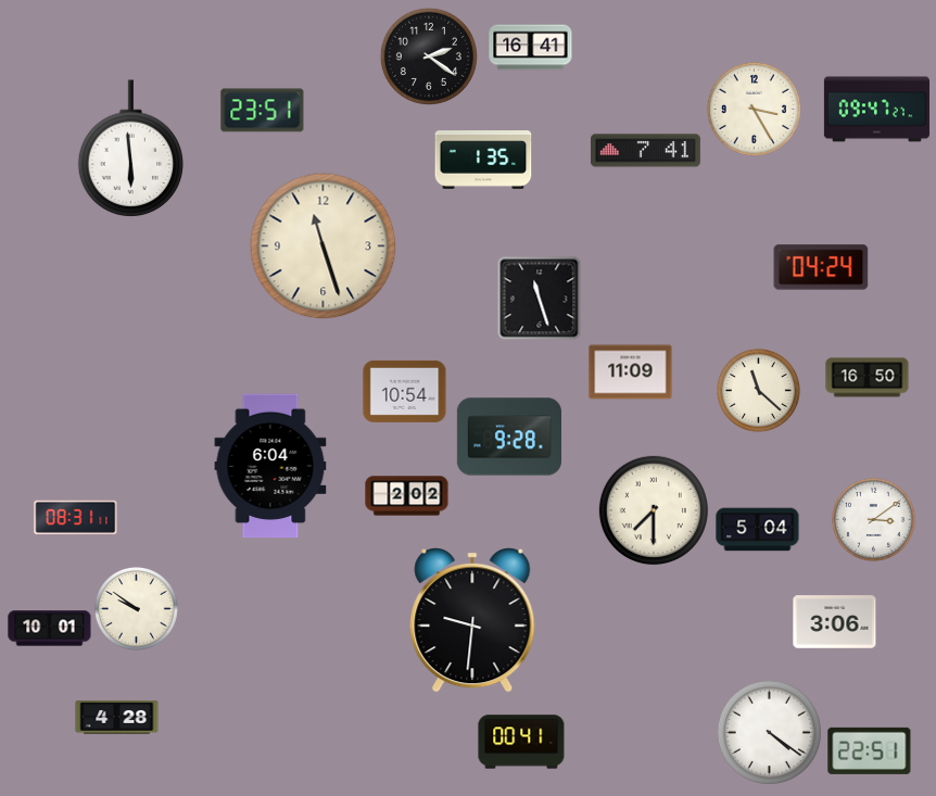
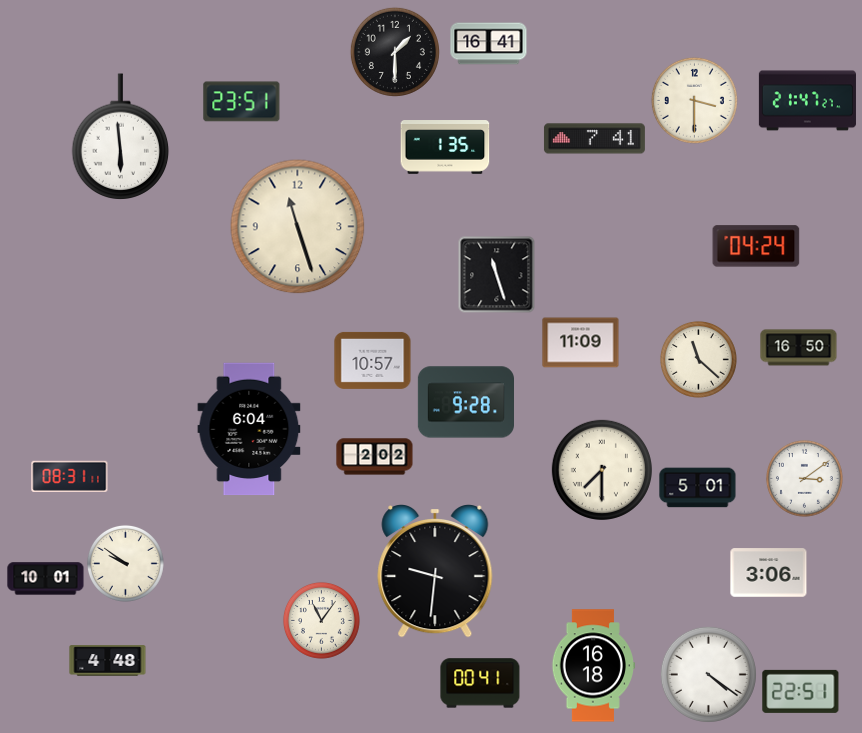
clock at (429, 56): 2:21 -> 1:30
clock at (754, 109): 3:25 -> 3:30
clock at (876, 110): 09:47 -> 21:47
clock at (405, 391): 10:54 -> 10:57
clock at (508, 437) position: (508, 437) -> (465, 402)
clock at (758, 530): 5:04 -> 5:01
clock at (136, 608) position: (136, 608) -> (125, 563)
clock at (321, 620): none -> 11:06
clock at (117, 718): 4:28 -> 4:48
clock at (593, 666): none -> 16:18
